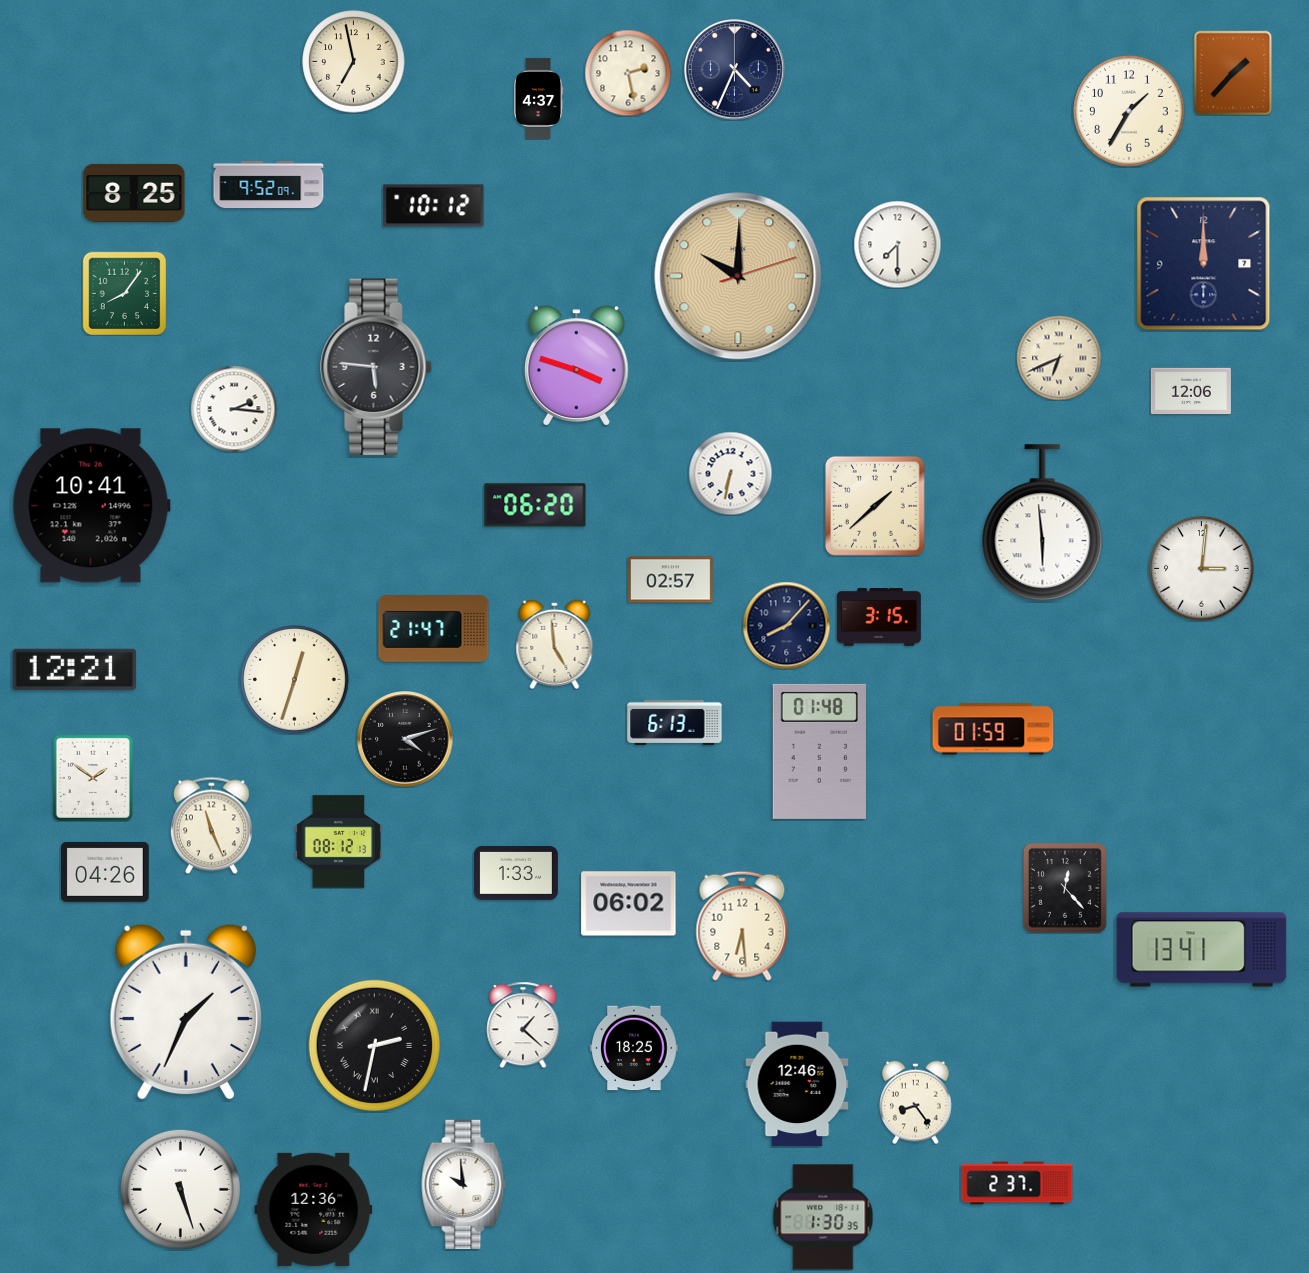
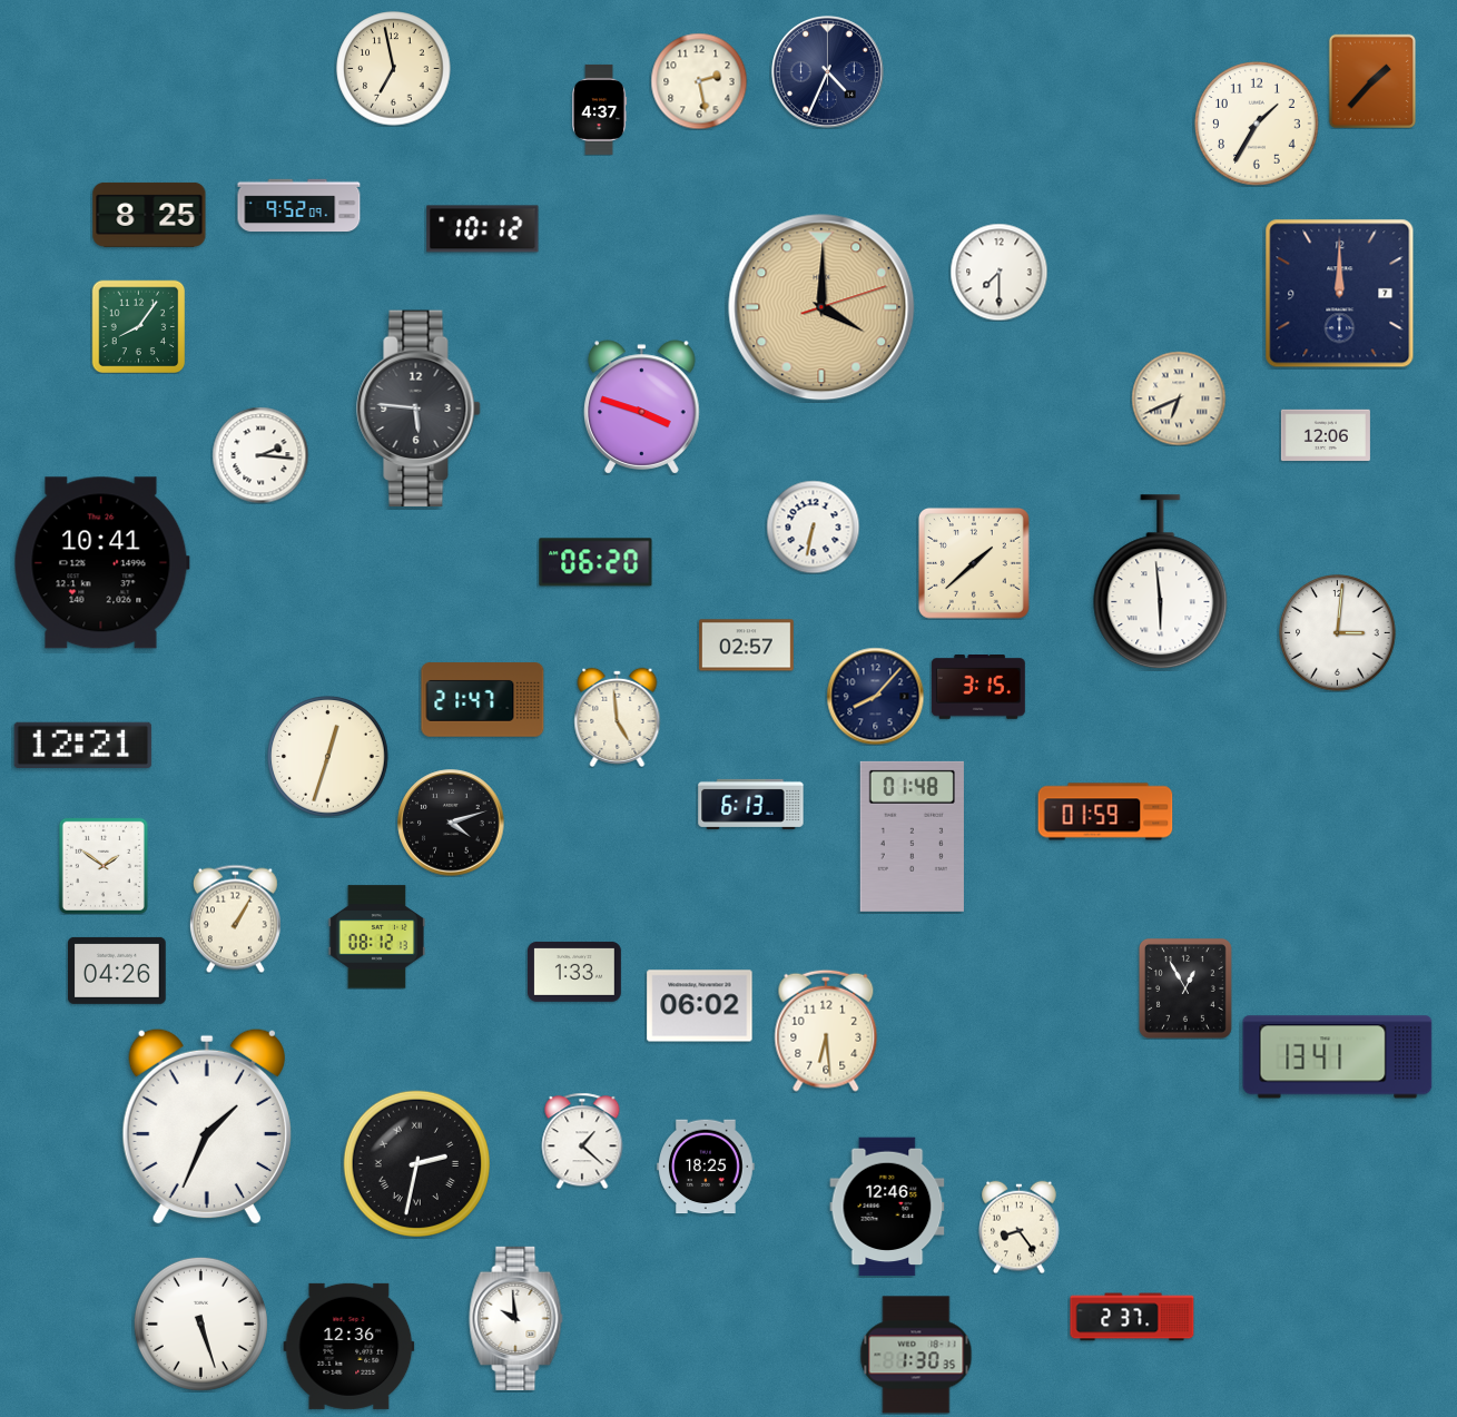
clock at (735, 70) position: (735, 70) -> (828, 72)
clock at (738, 276): 10:00 -> 4:00
clock at (211, 825): 11:26 -> 1:05
clock at (1065, 888): 12:23 -> 12:55
